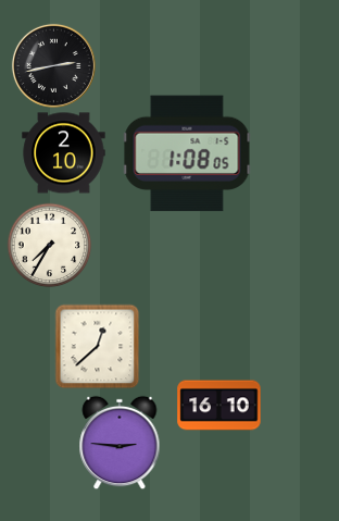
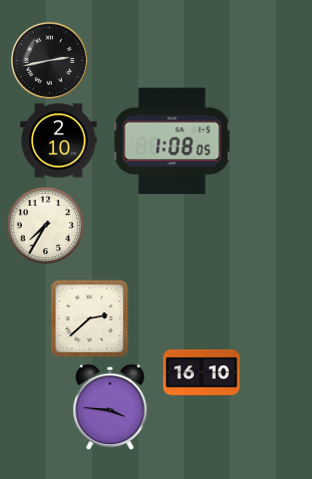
clock at (97, 346): 12:38 -> 2:38
clock at (120, 443): 2:46 -> 3:46
